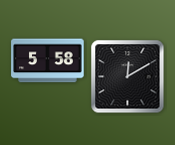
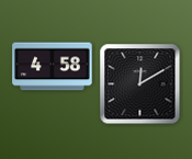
clock at (48, 61): 5:58 -> 4:58
